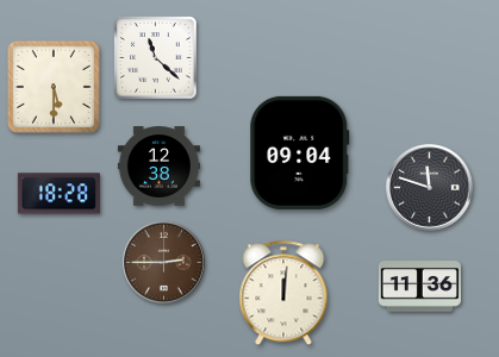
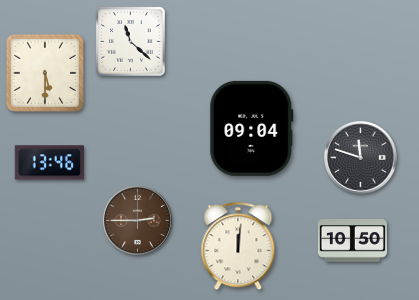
clock at (156, 58) position: (156, 58) -> (131, 42)
clock at (158, 167): 12:38 -> none
clock at (58, 194): 18:28 -> 13:46
clock at (419, 287): 11:36 -> 10:50
